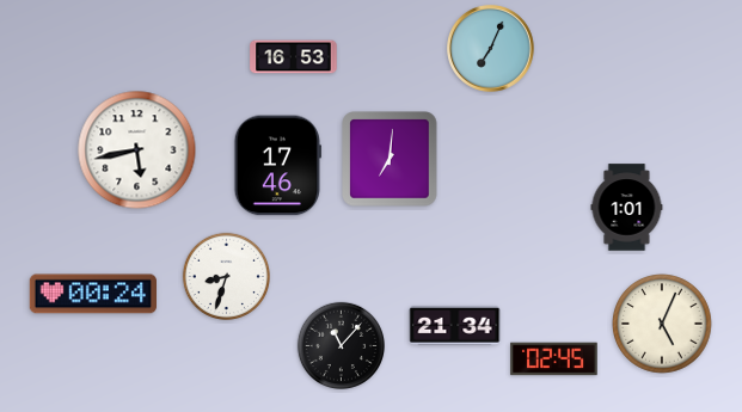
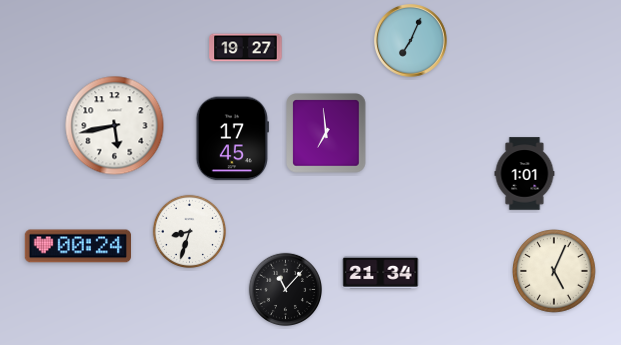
clock at (294, 57): 16:53 -> 19:27
clock at (391, 160): 7:01 -> 6:59
clock at (277, 166): 17:46 -> 17:45
clock at (554, 359): 02:45 -> none
